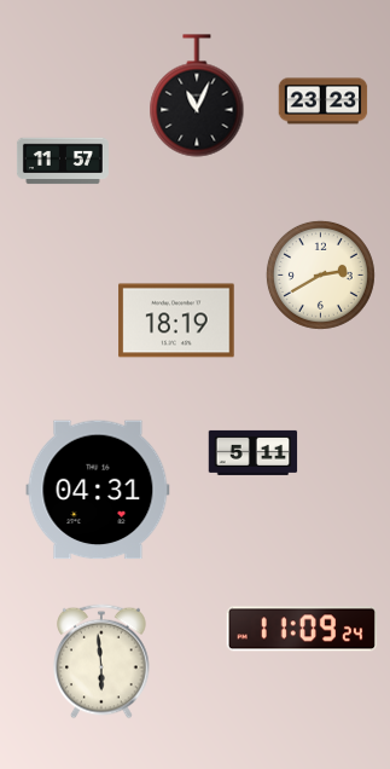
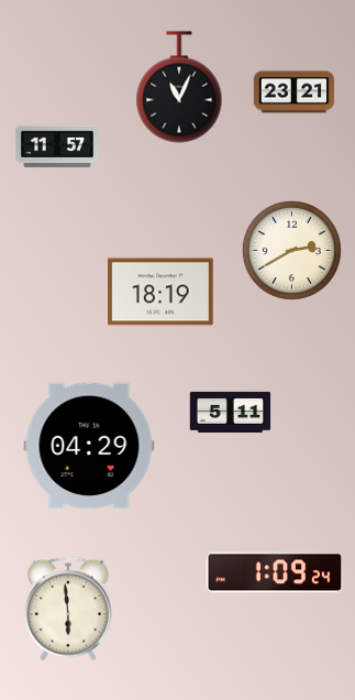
clock at (324, 102): 23:23 -> 23:21
clock at (98, 490): 04:31 -> 04:29
clock at (301, 629): 11:09 -> 1:09
clock at (101, 661) position: (101, 661) -> (68, 609)
